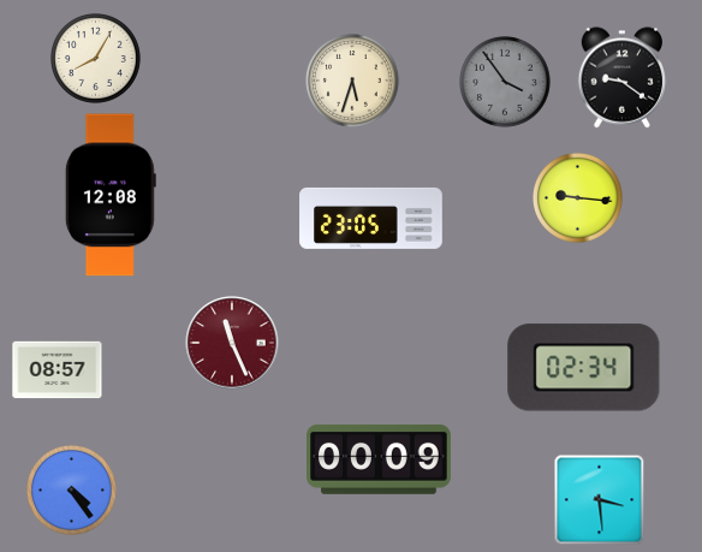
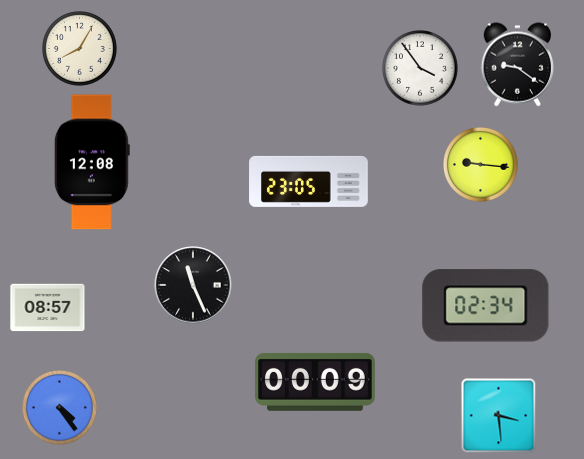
clock at (353, 82): 5:33 -> none
clock at (506, 83) dial: grey -> white
clock at (232, 343) dial: burgundy -> black
